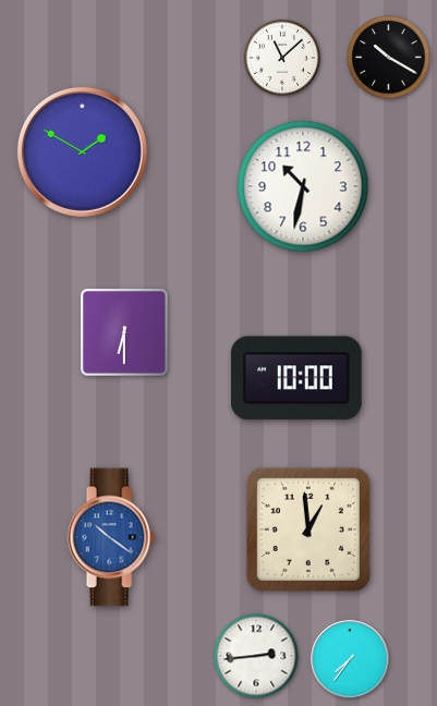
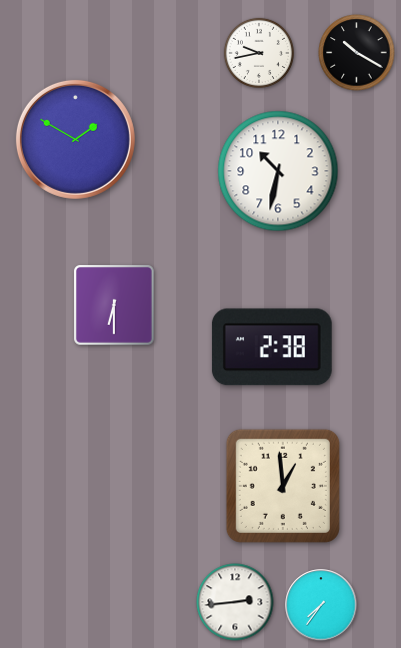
clock at (282, 58): 11:08 -> 9:43
clock at (296, 378): 10:00 -> 2:38
clock at (111, 537): 10:21 -> none
